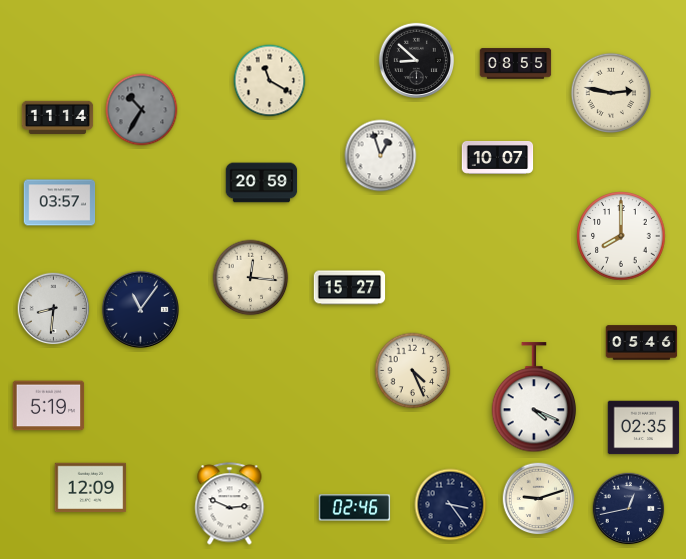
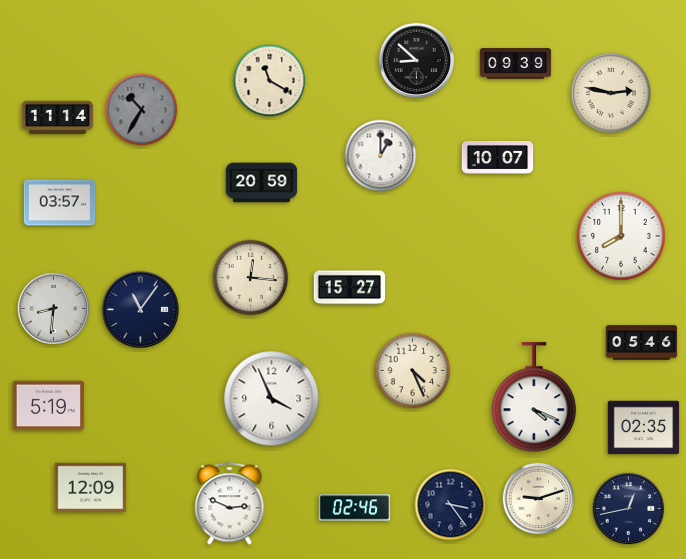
clock at (516, 64): 08:55 -> 09:39
clock at (381, 156): 12:57 -> 1:00
clock at (272, 399): none -> 3:56
